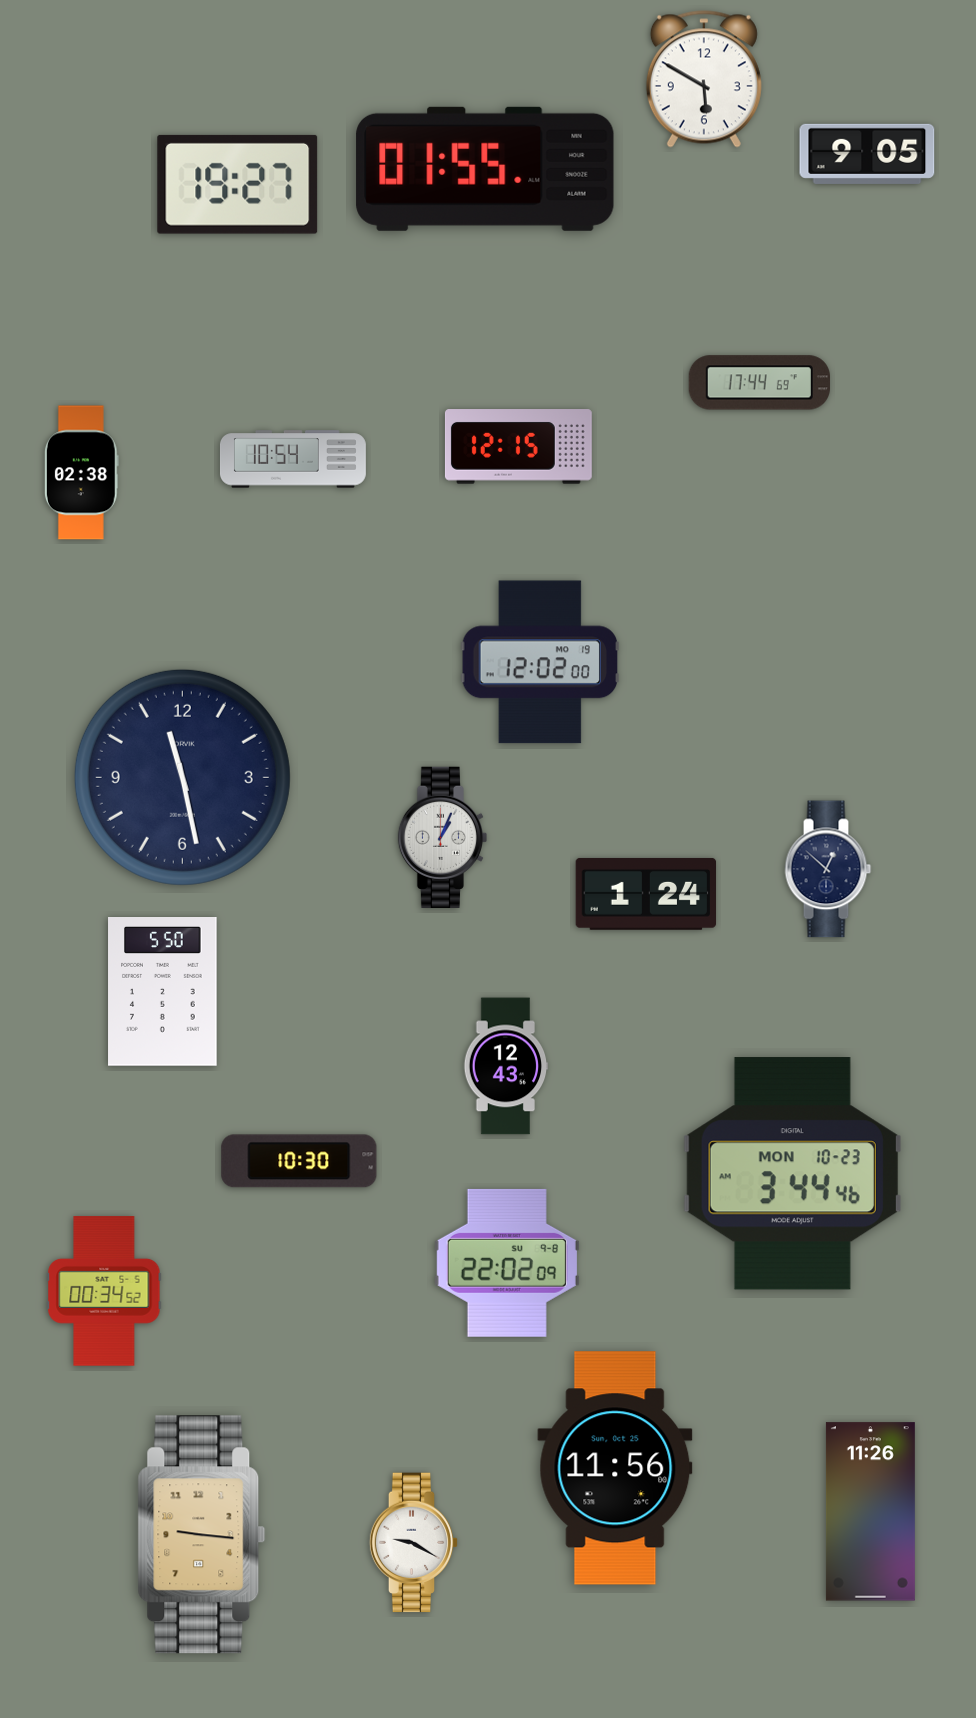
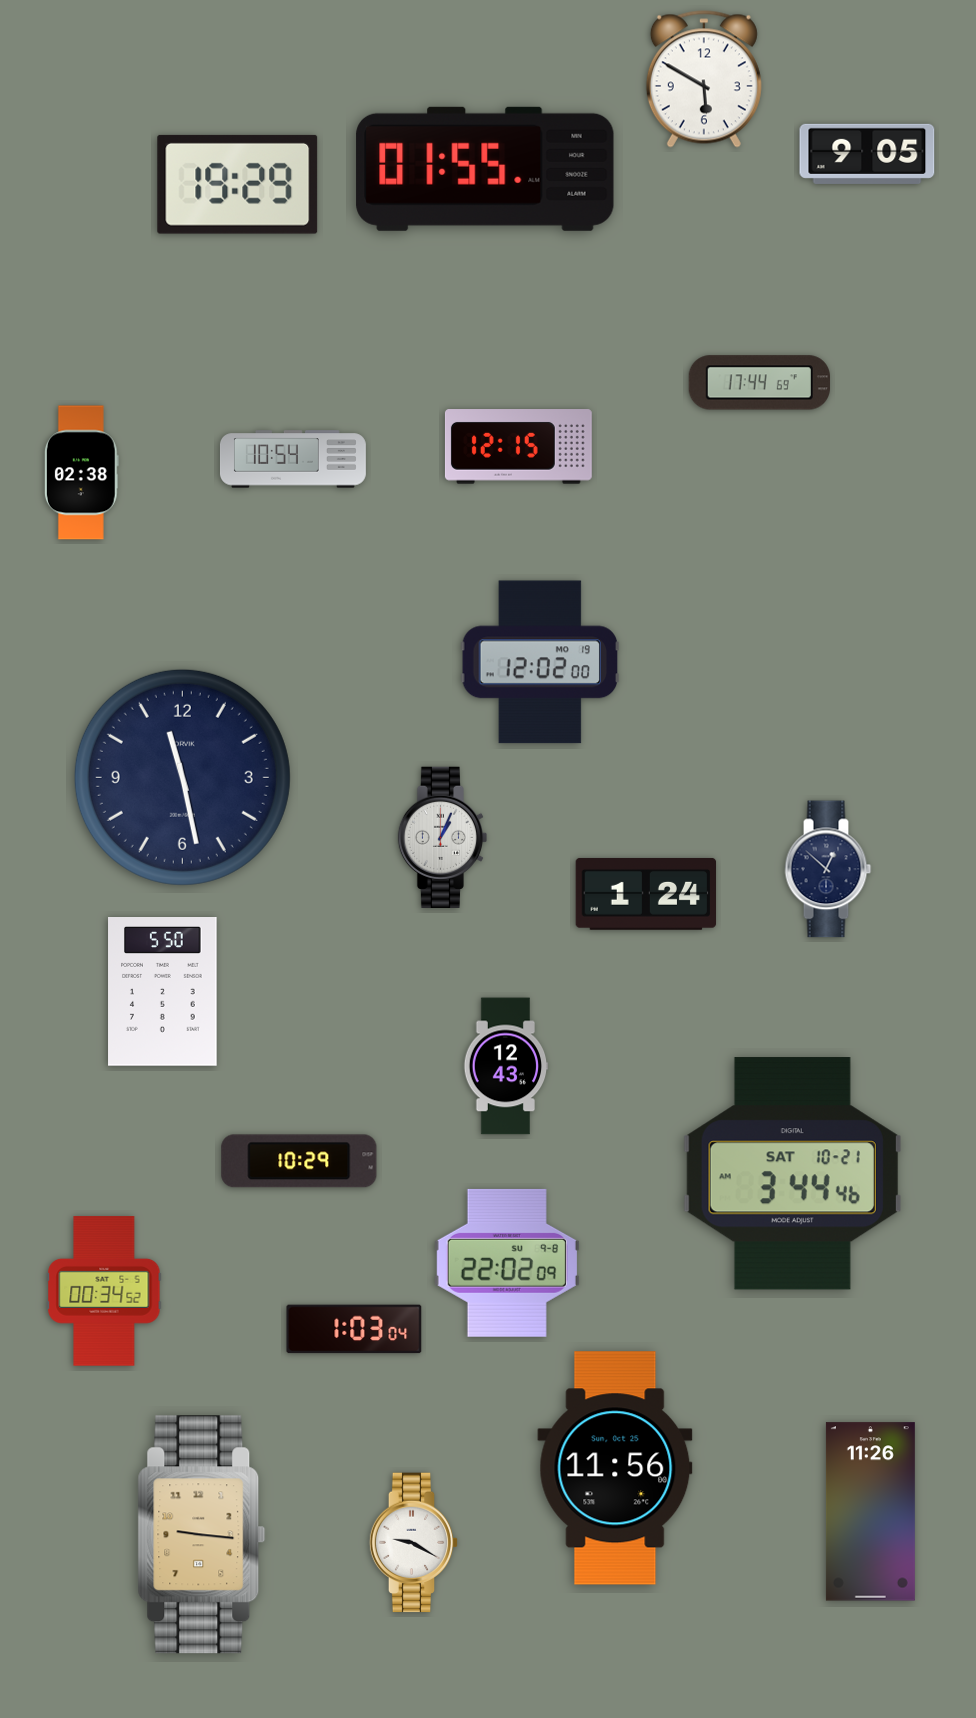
clock at (238, 184): 19:27 -> 19:29
clock at (299, 1161): 10:30 -> 10:29
clock at (792, 1174) date: MON 10-23 -> SAT 10-21
clock at (354, 1329): none -> 1:03
